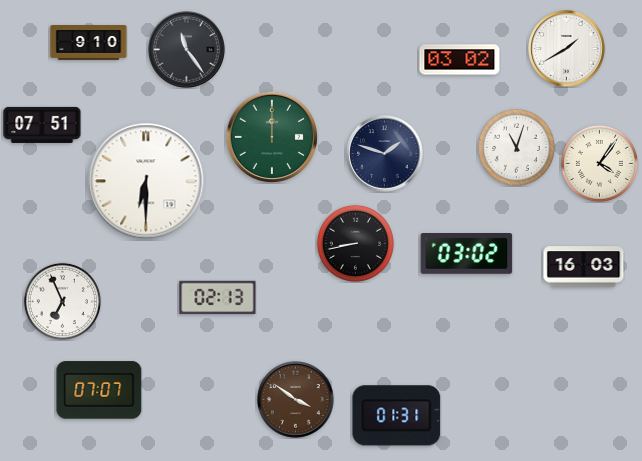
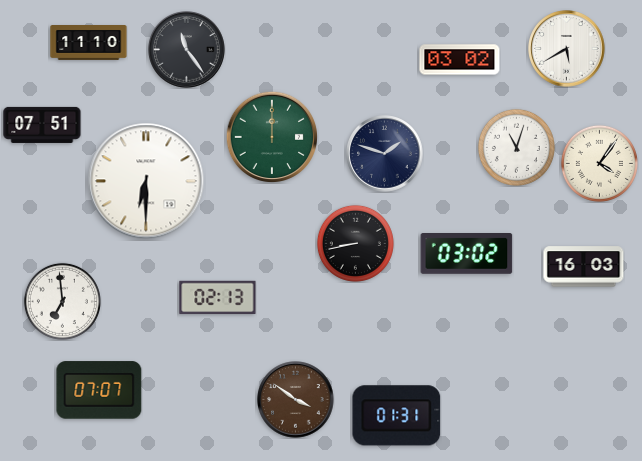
clock at (89, 43): 9:10 -> 11:10
clock at (567, 49): 1:40 -> 5:40
clock at (62, 301): 6:56 -> 6:59
